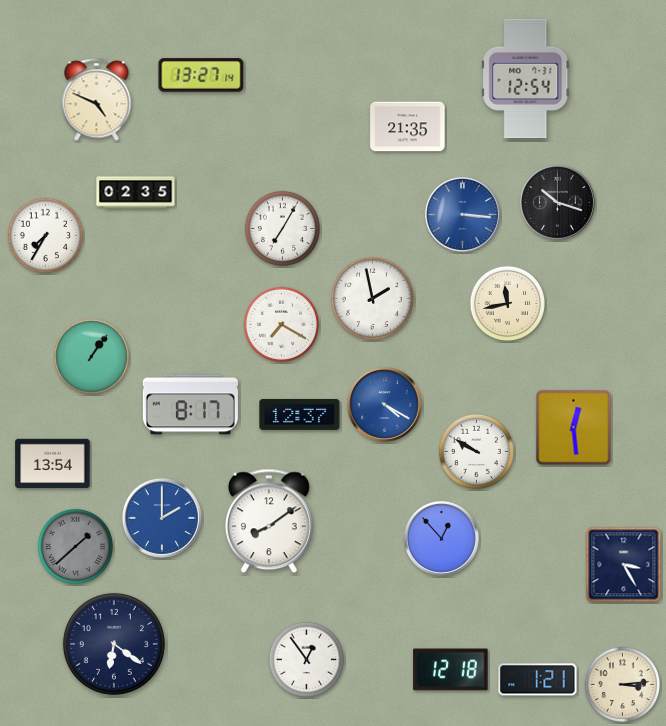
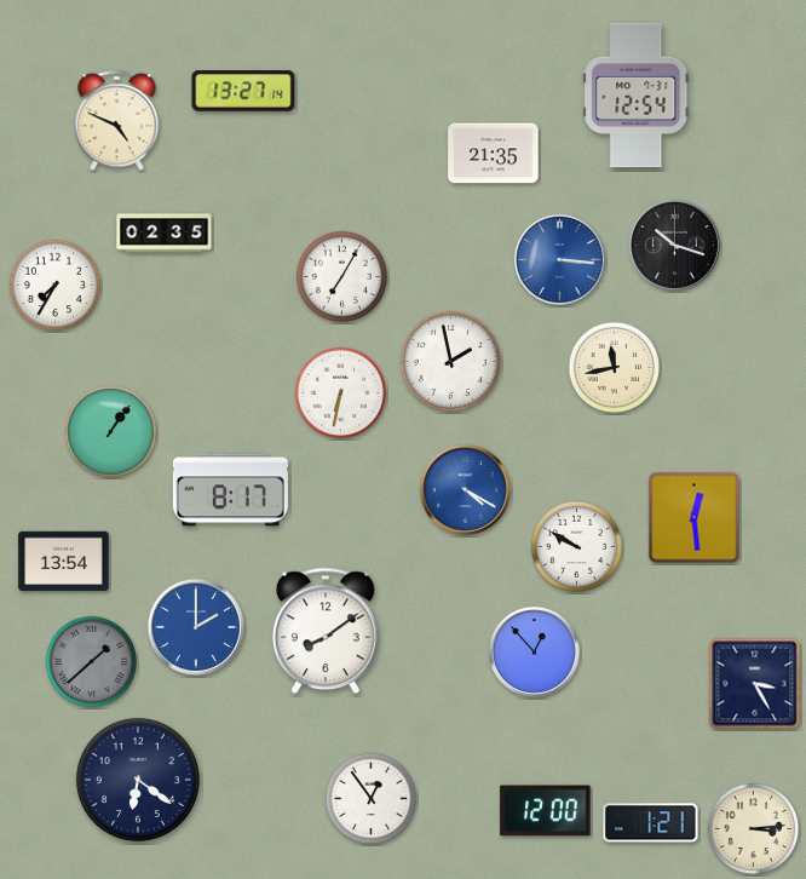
clock at (282, 325): 7:20 -> 6:32
clock at (300, 414): 12:37 -> none
clock at (451, 670): 12:18 -> 12:00
